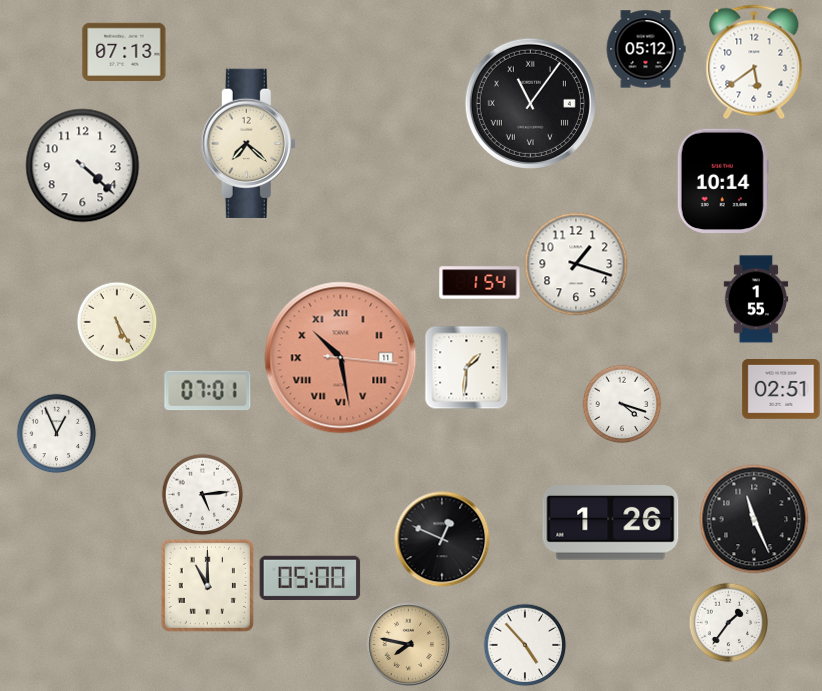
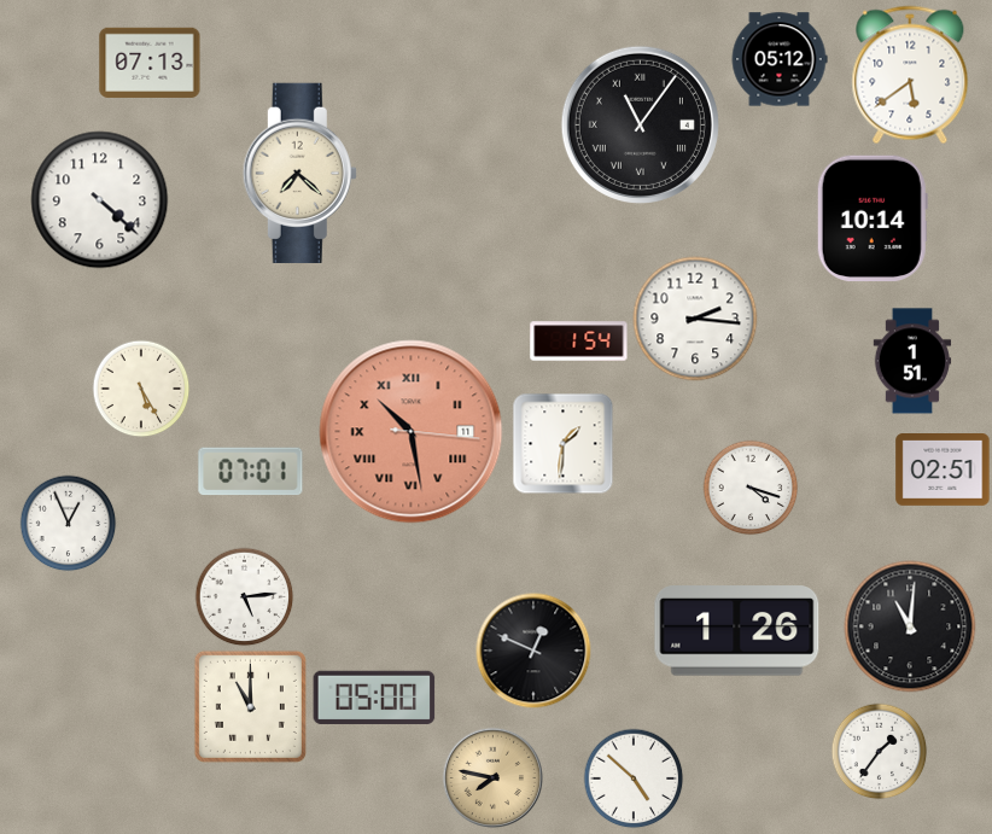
clock at (576, 264): 1:18 -> 2:16
clock at (756, 299): 1:55 -> 1:51
clock at (754, 519): 11:26 -> 11:01
clock at (525, 645): 4:53 -> 4:52
